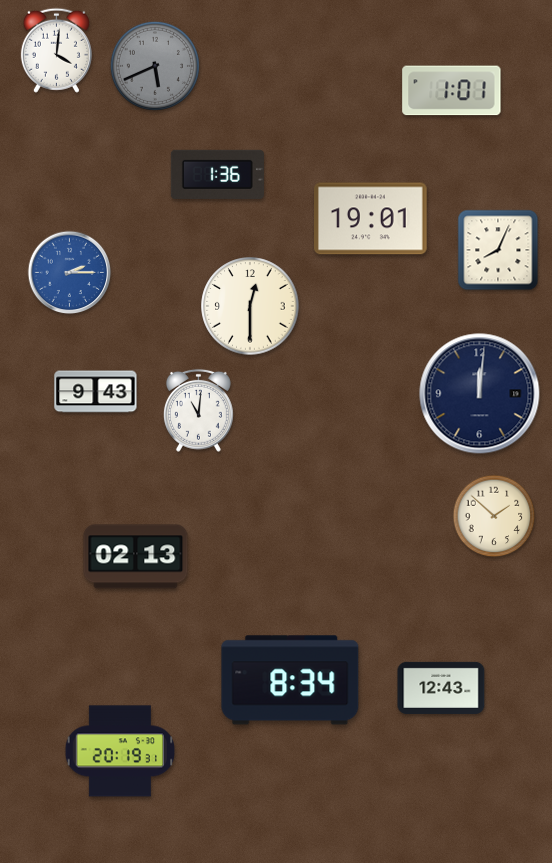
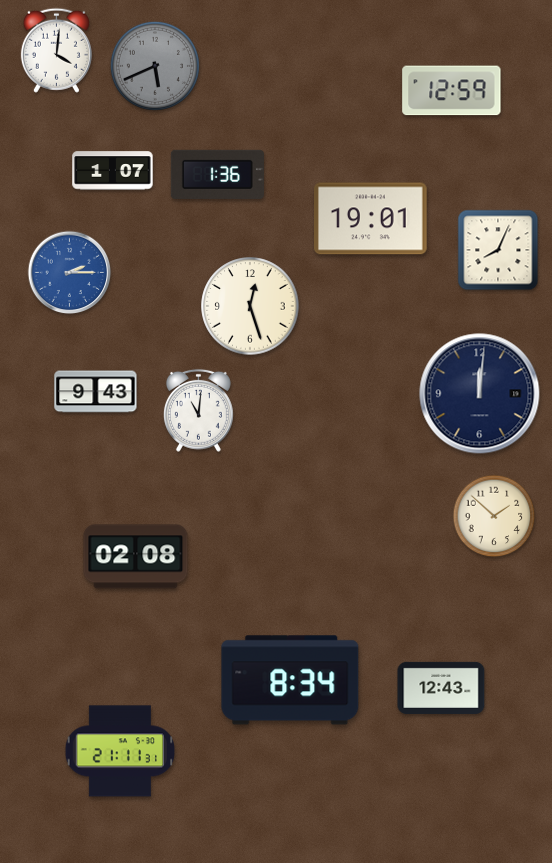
clock at (452, 91): 1:01 -> 12:59
clock at (113, 171): none -> 1:07
clock at (250, 306): 12:30 -> 12:27
clock at (136, 557): 02:13 -> 02:08
clock at (119, 751): 20:19 -> 21:11
